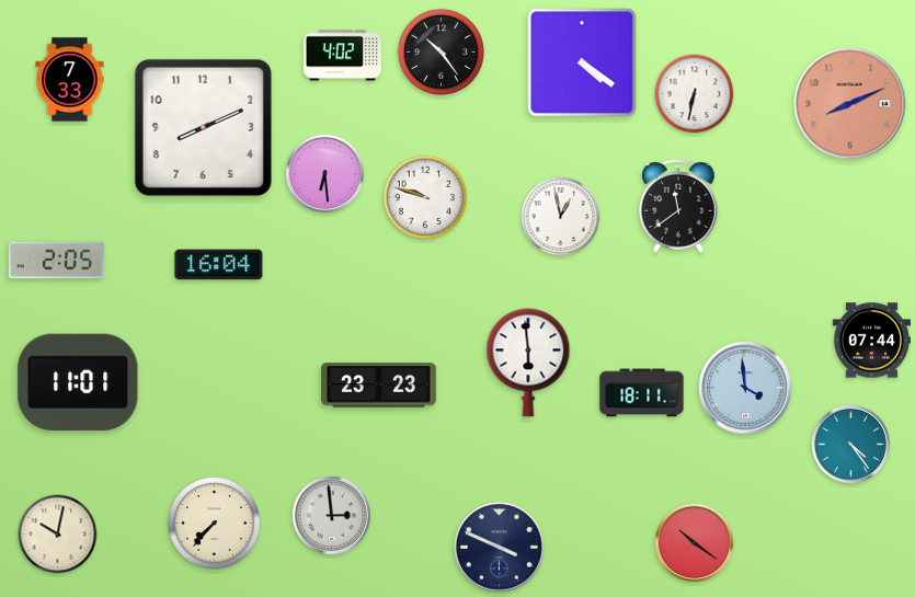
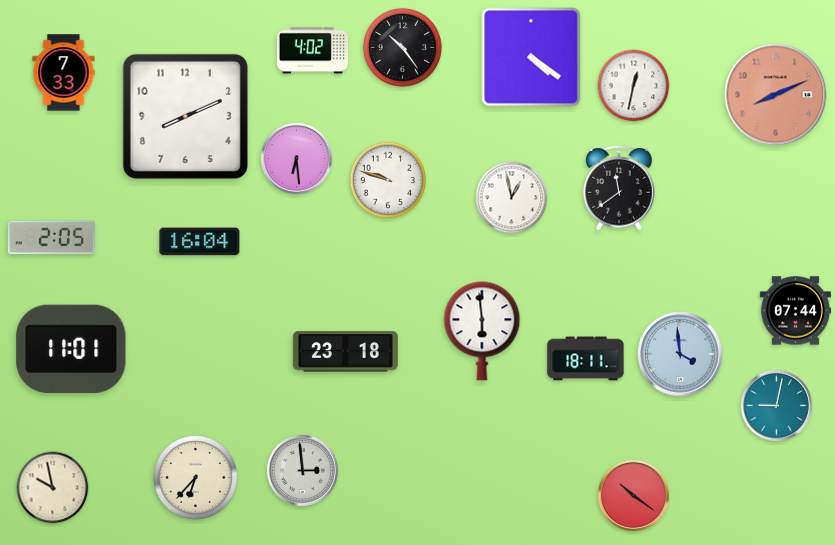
clock at (695, 94): 6:32 -> 12:32
clock at (378, 386): 23:23 -> 23:18
clock at (850, 444): 4:24 -> 9:02
clock at (215, 524): 7:37 -> 6:37
clock at (58, 535): 10:02 -> 9:58
clock at (500, 548): 3:49 -> none
